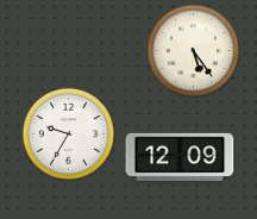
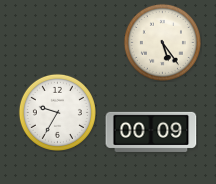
clock at (180, 157): 12:09 -> 00:09
